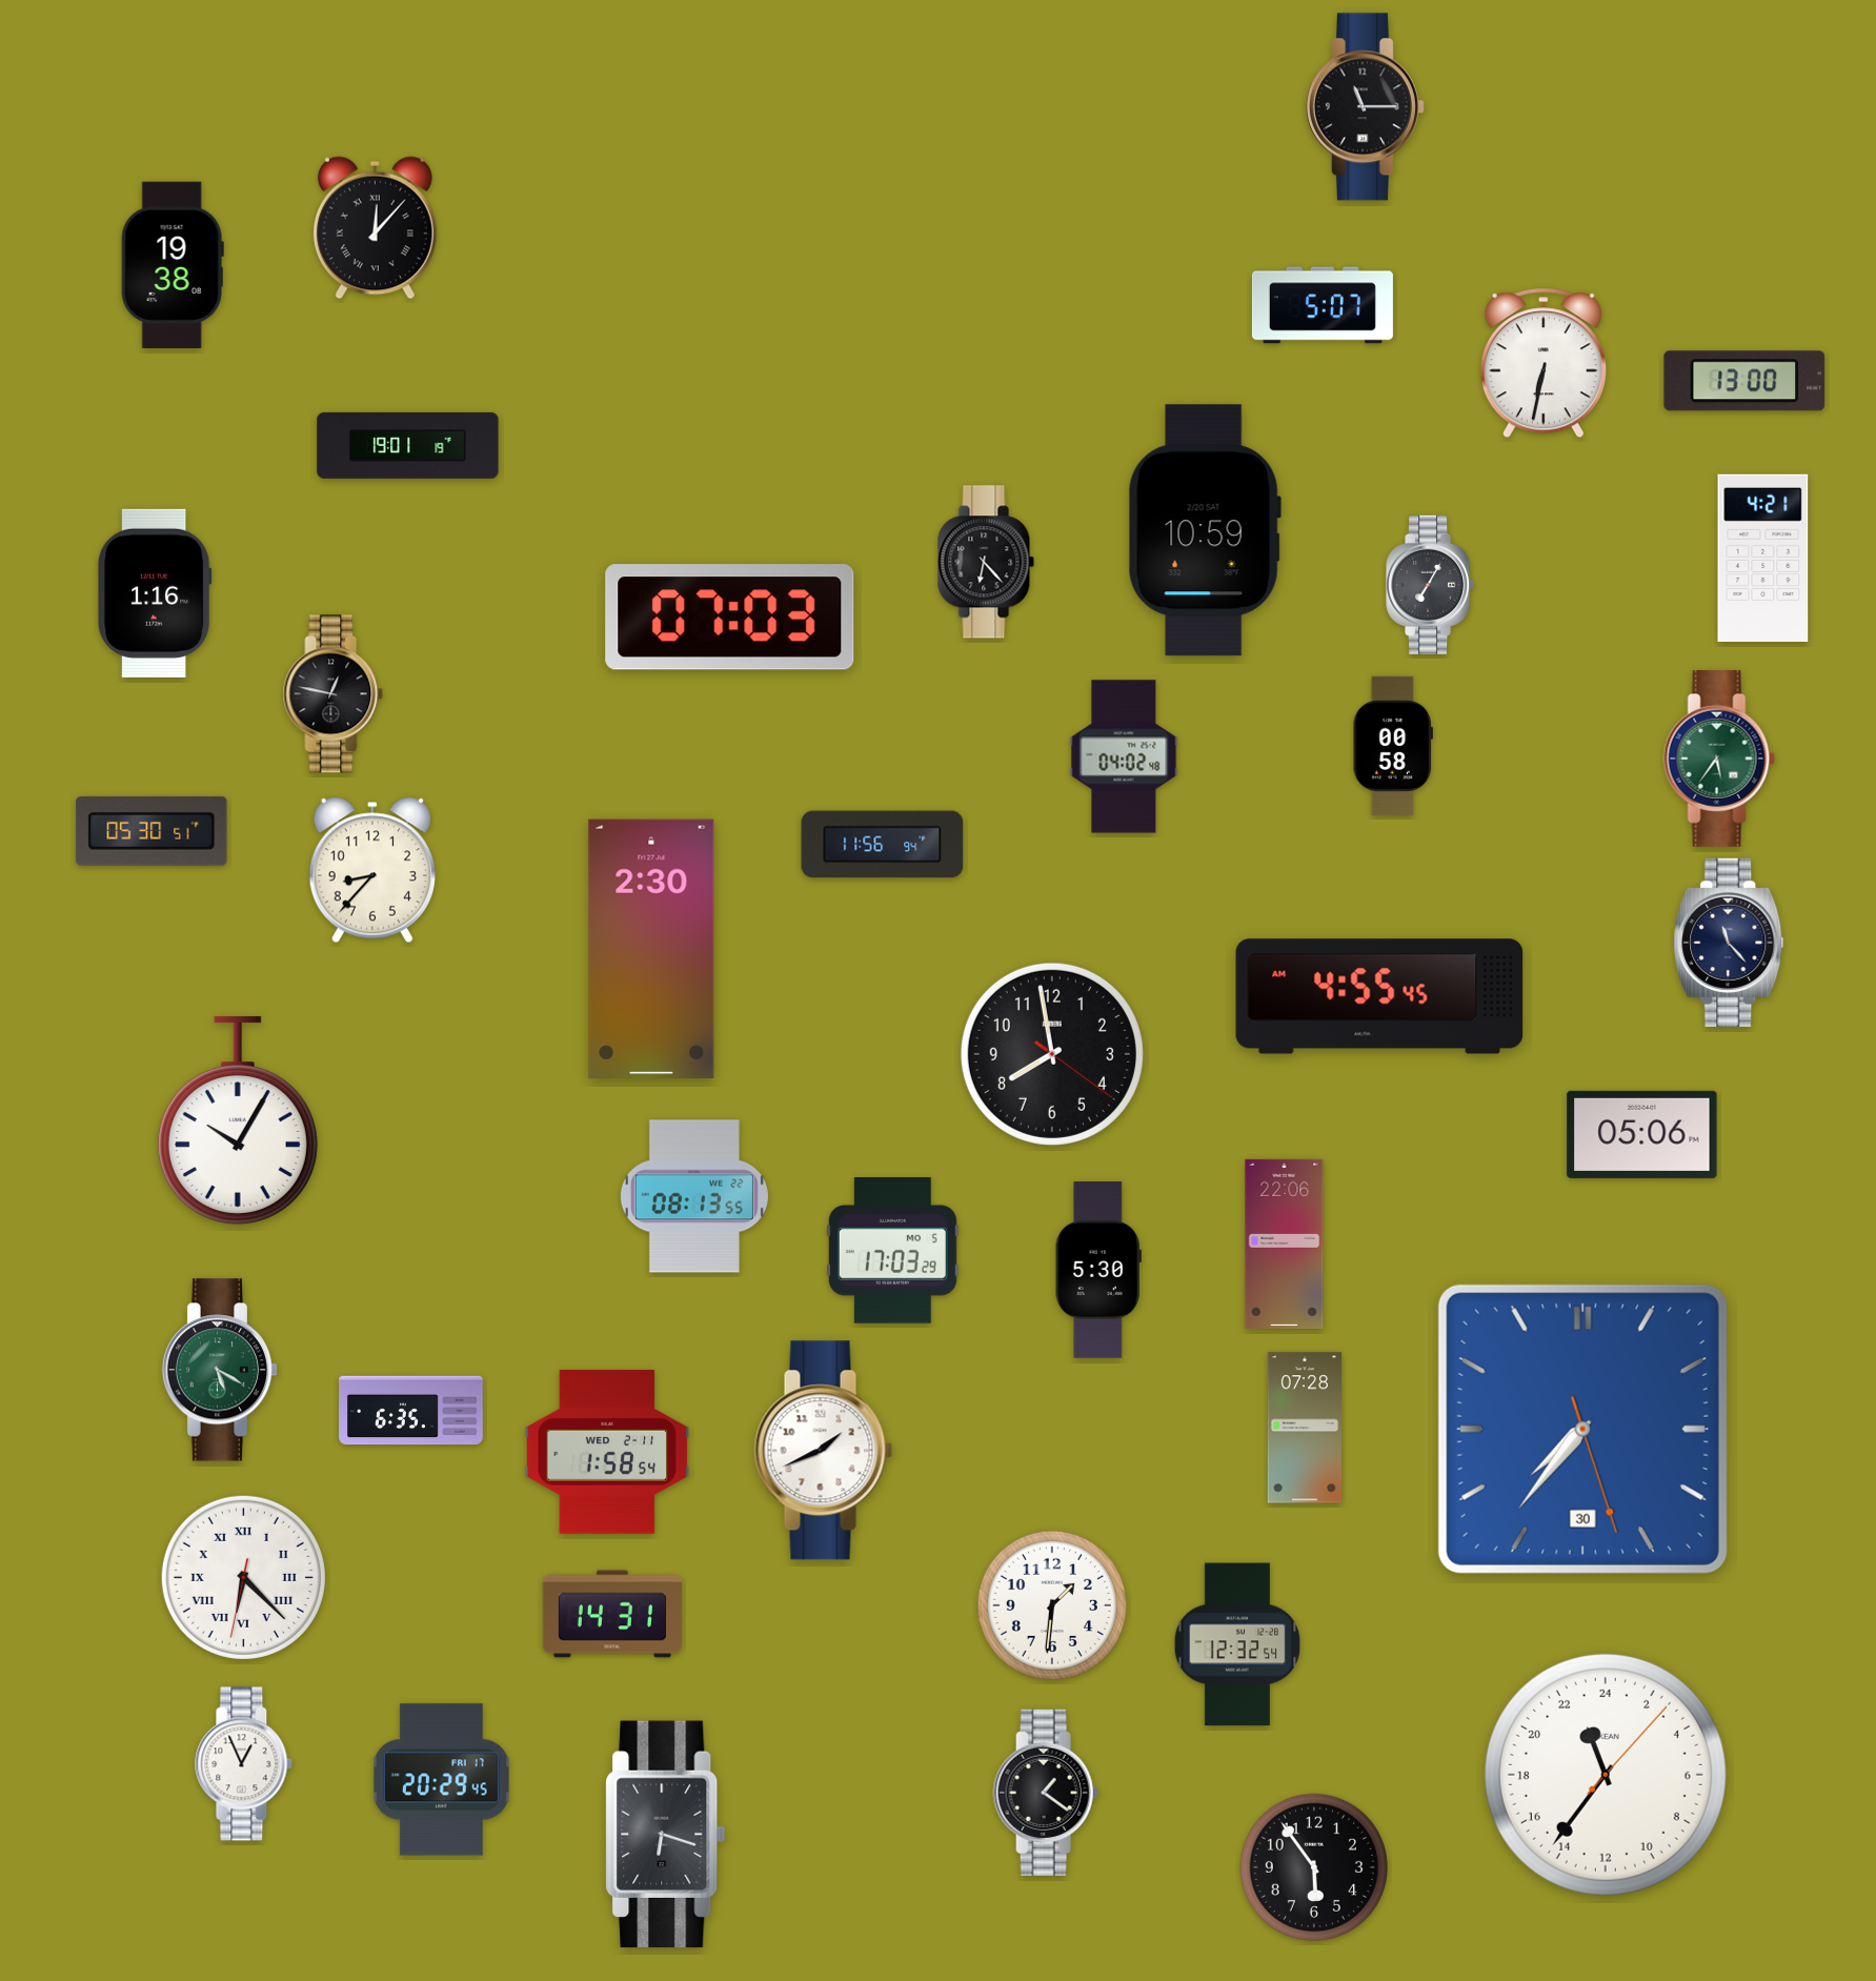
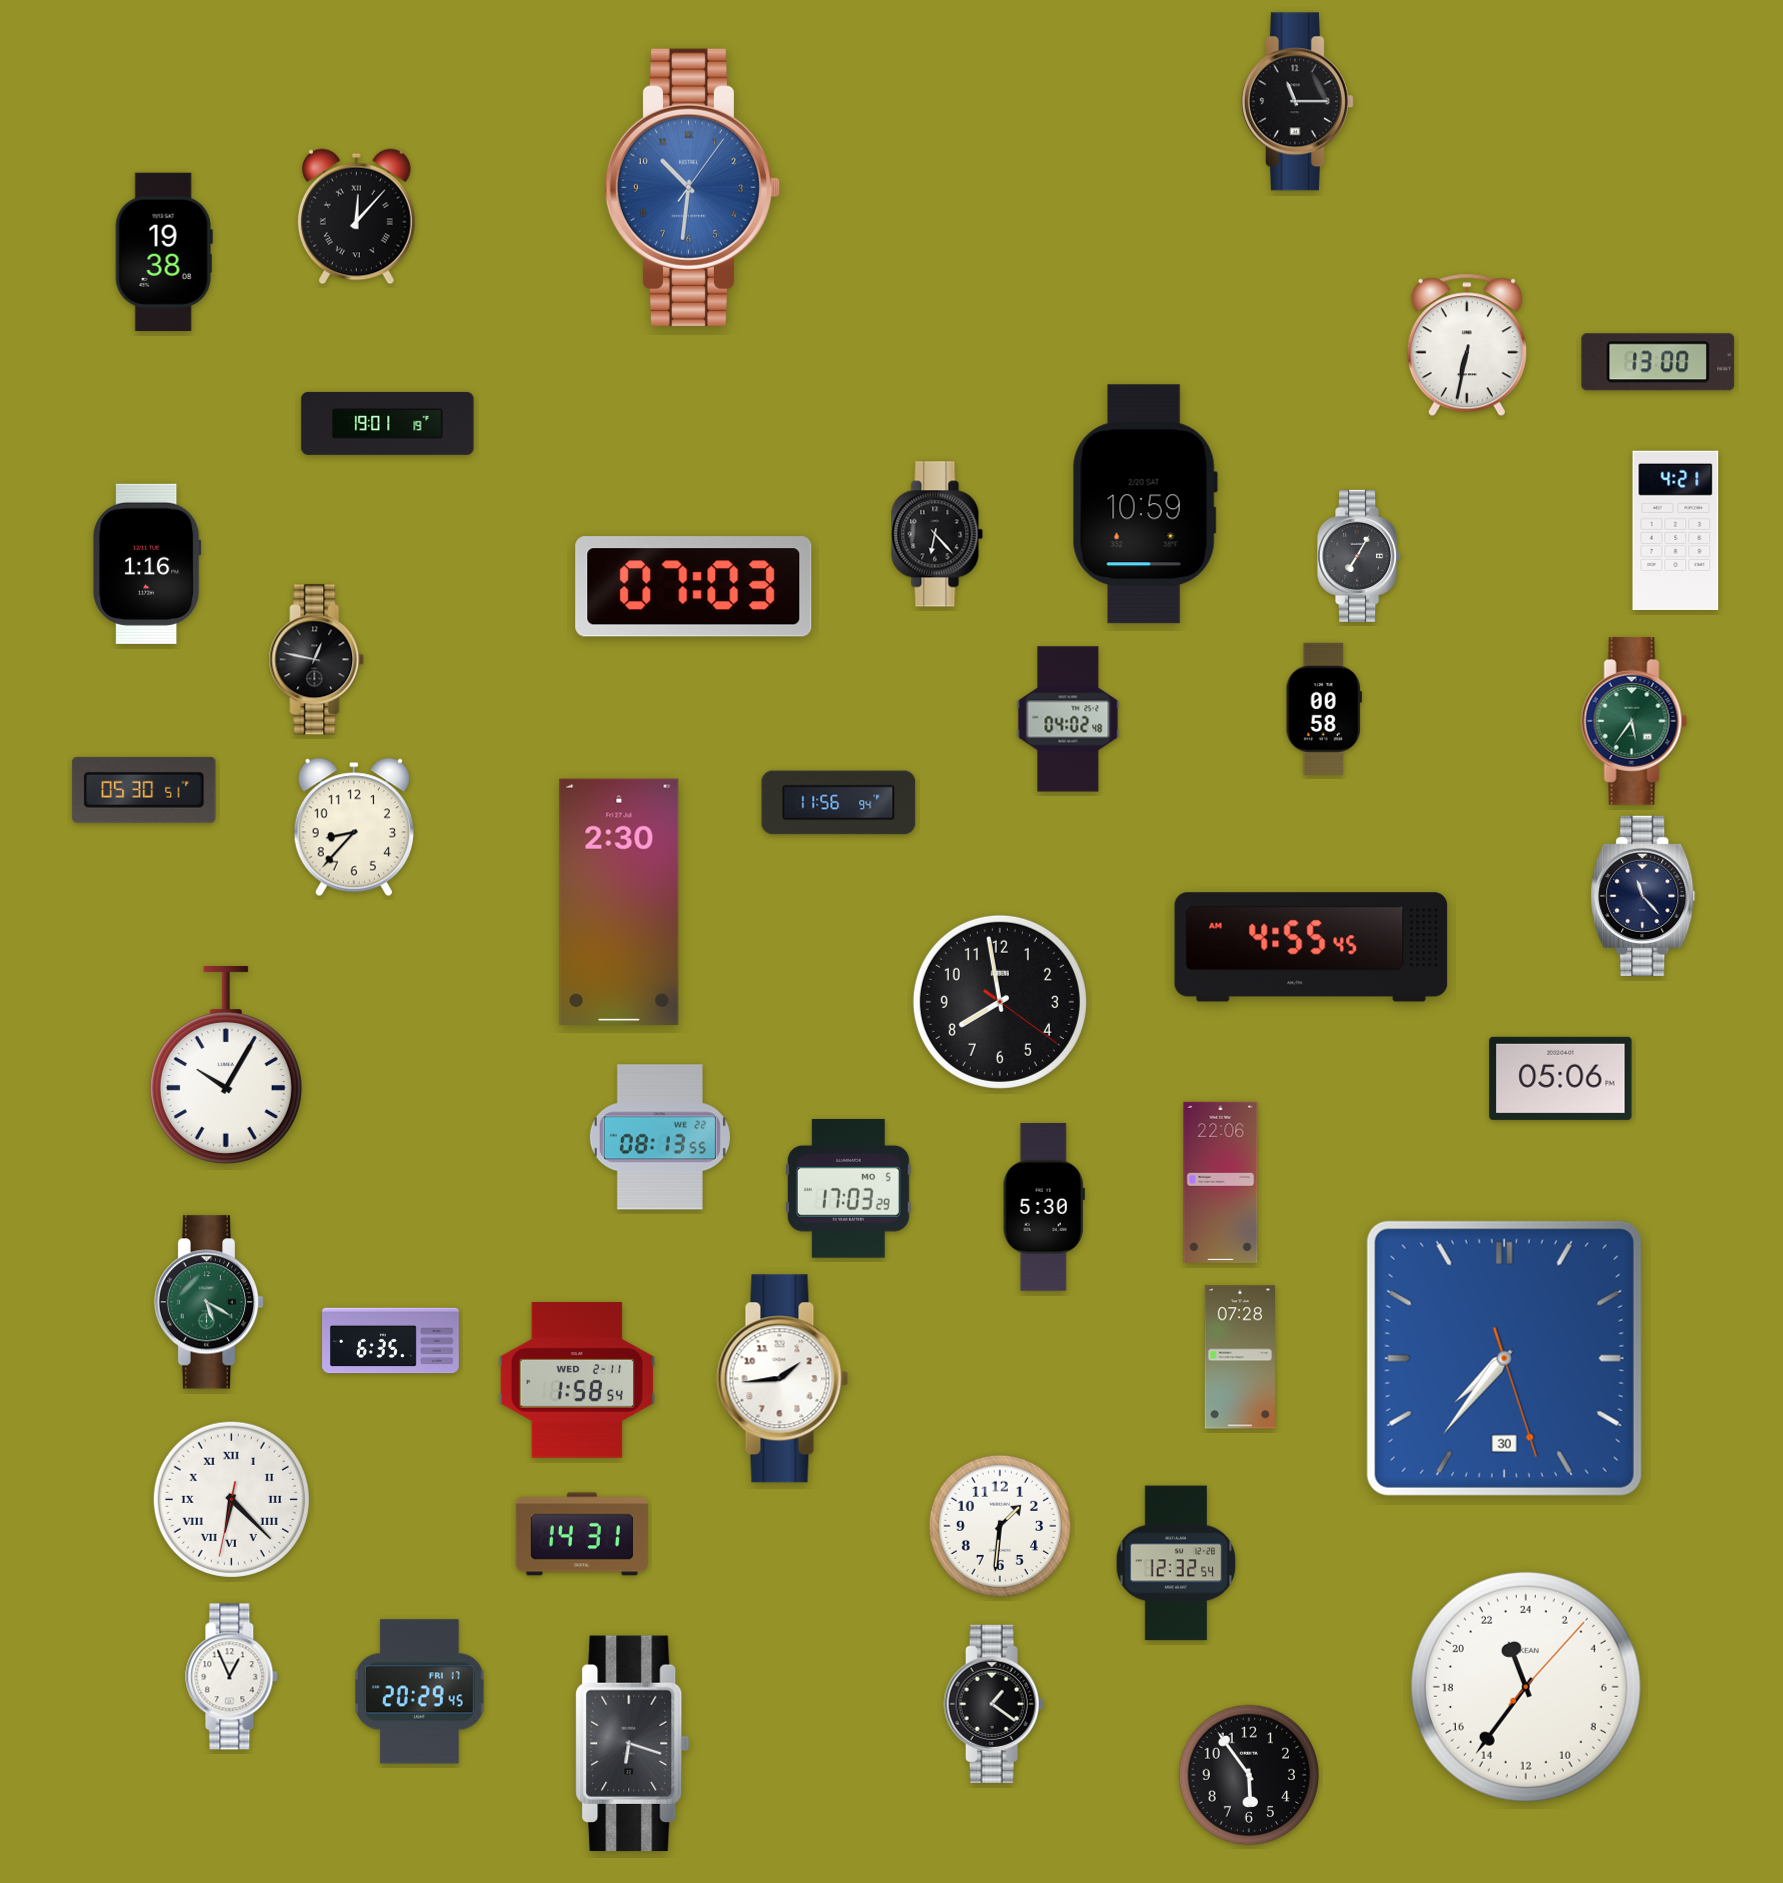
clock at (693, 187): none -> 10:31
clock at (1323, 305): 5:07 -> none
clock at (824, 1451): 1:41 -> 1:44
